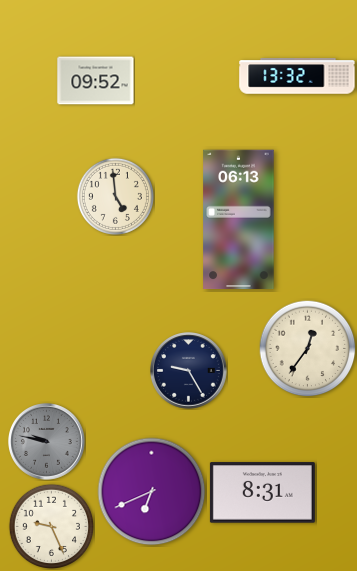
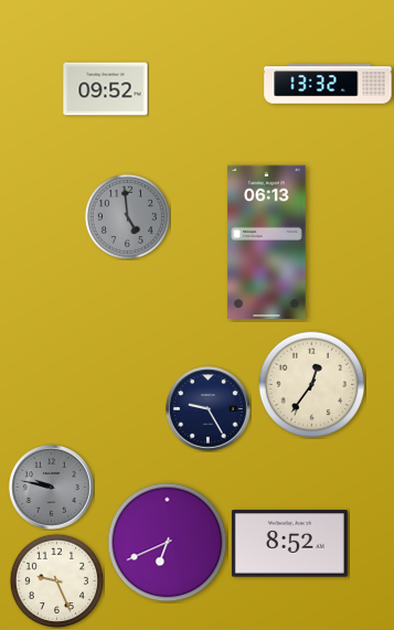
clock at (115, 196) dial: cream -> grey
clock at (239, 220) position: (239, 220) -> (267, 243)
clock at (307, 348) position: (307, 348) -> (311, 384)
clock at (262, 493): 8:31 -> 8:52
